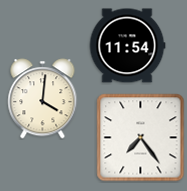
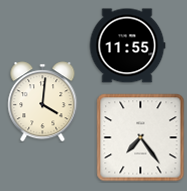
clock at (127, 46): 11:54 -> 11:55
clock at (43, 99) position: (43, 99) -> (43, 102)
